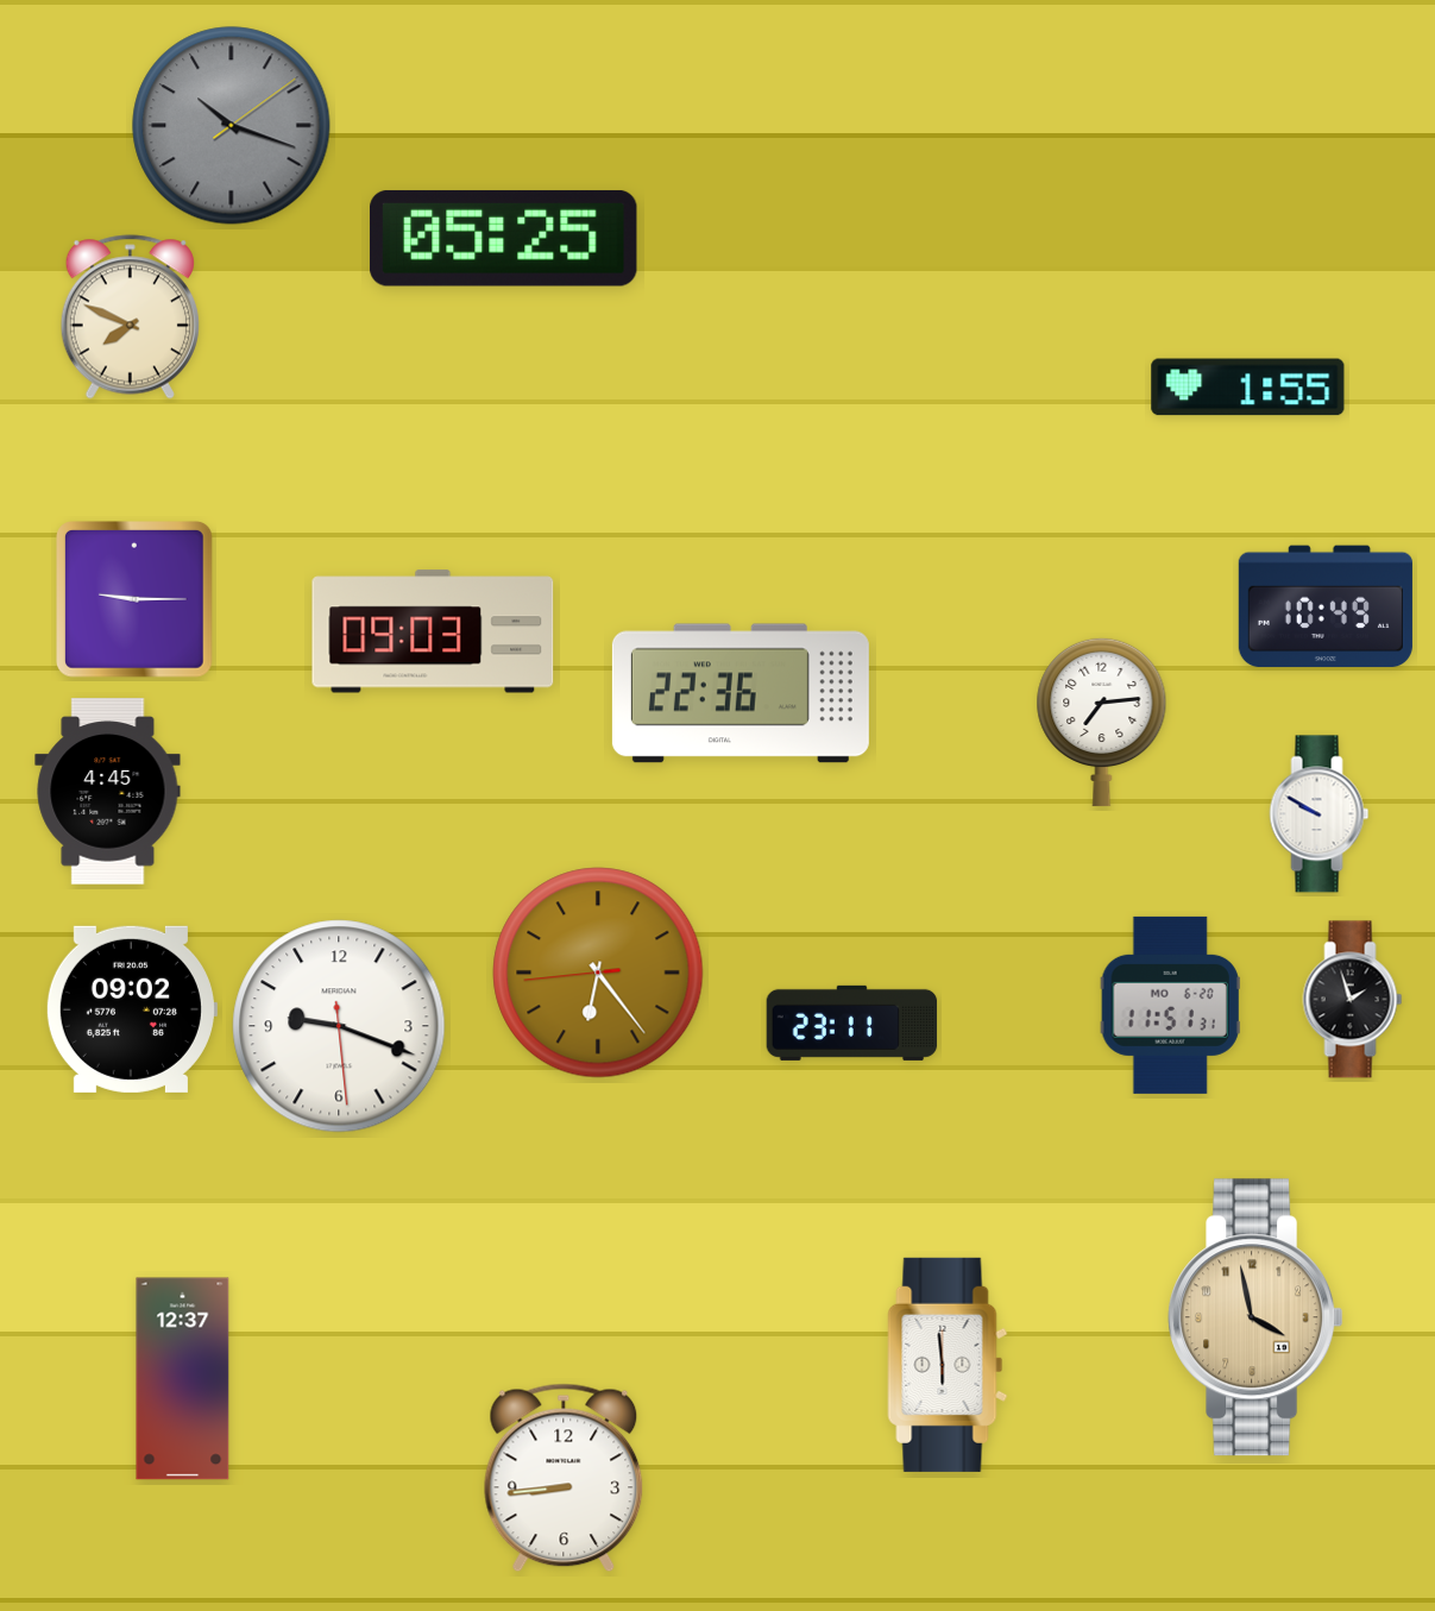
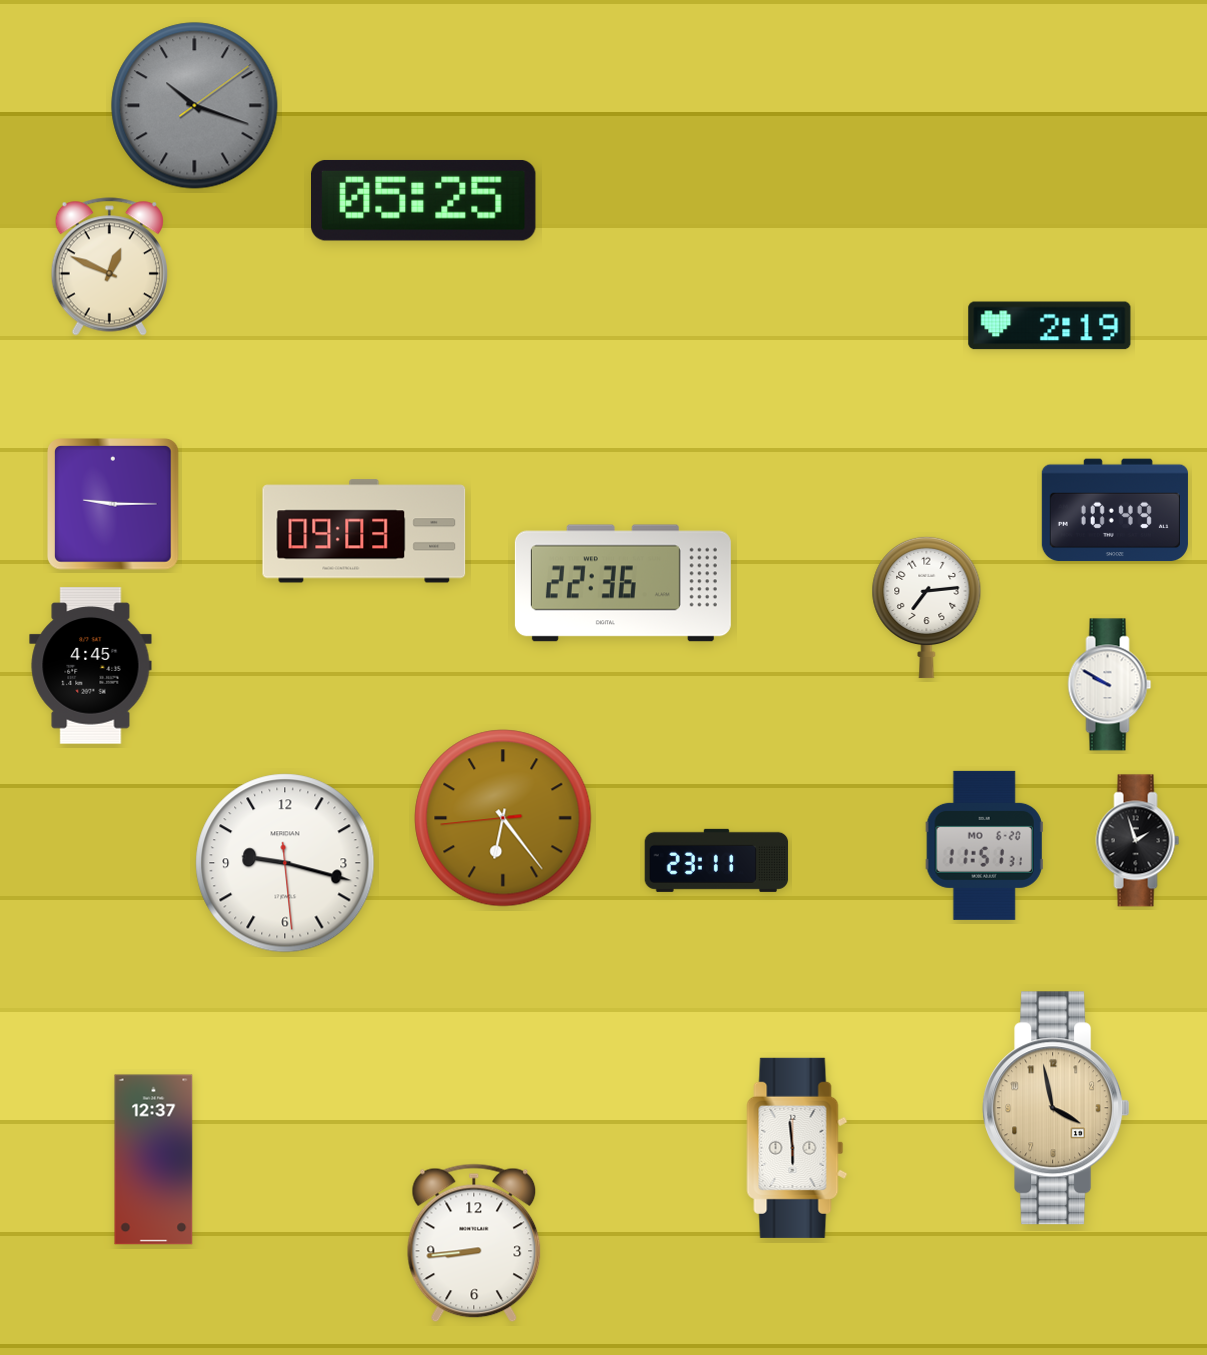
clock at (130, 317): 7:49 -> 12:49
clock at (1248, 388): 1:55 -> 2:19
clock at (131, 1009): 09:02 -> none
clock at (339, 1026): 9:18 -> 9:17
